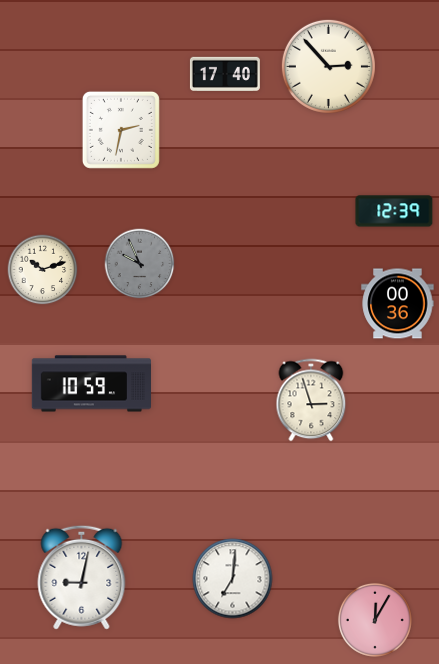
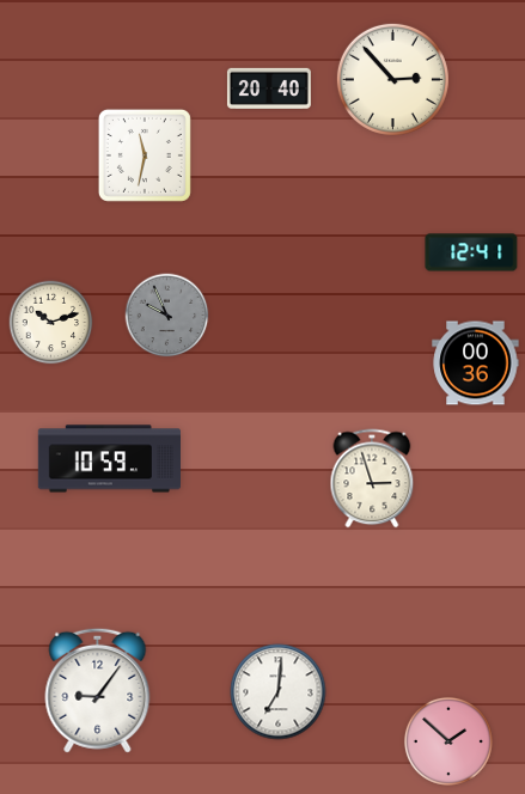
clock at (225, 74): 17:40 -> 20:40
clock at (121, 130): 2:32 -> 11:32
clock at (394, 211): 12:39 -> 12:41
clock at (82, 577): 9:02 -> 9:06
clock at (375, 620): 12:05 -> 1:52
